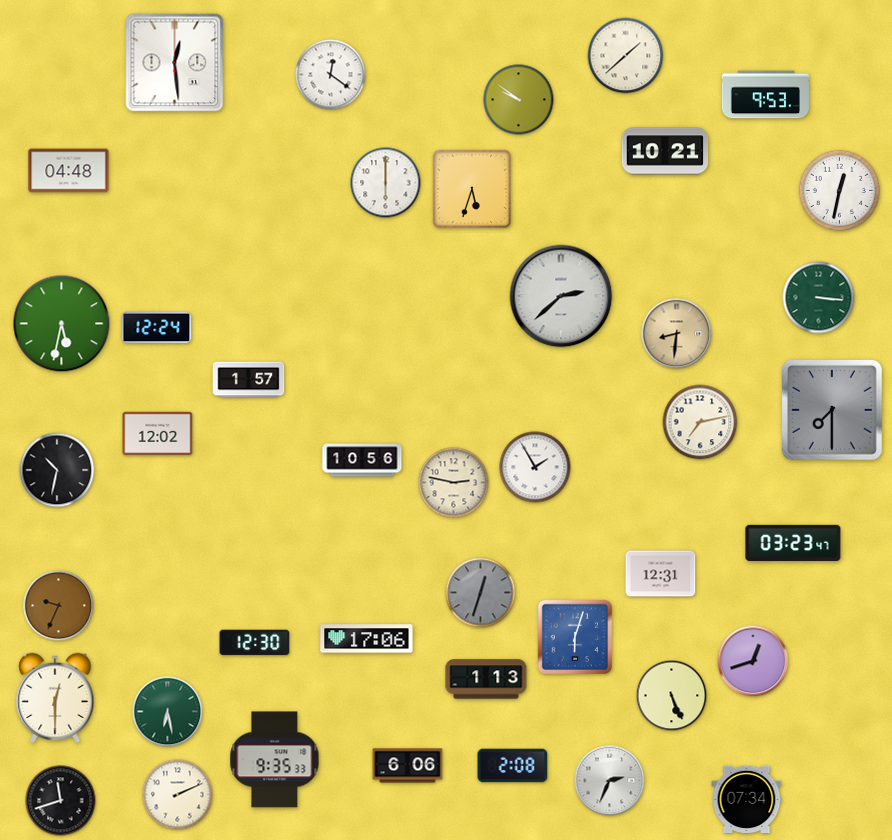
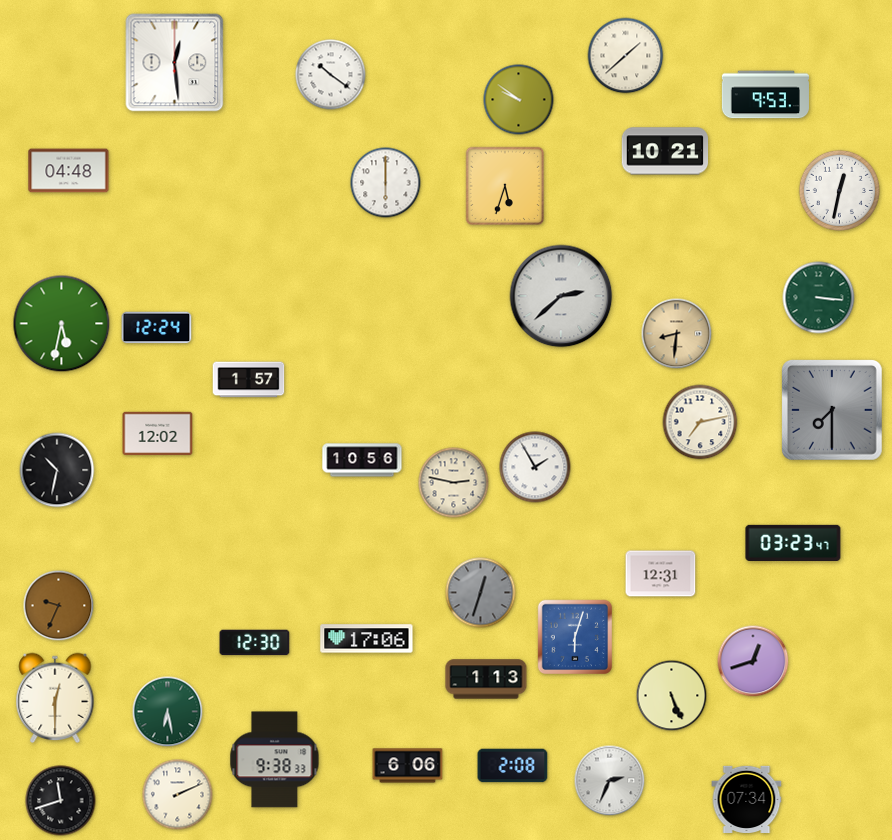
clock at (331, 75): 12:21 -> 10:21
clock at (472, 189) position: (472, 189) -> (505, 186)
clock at (275, 760): 9:35 -> 9:38
